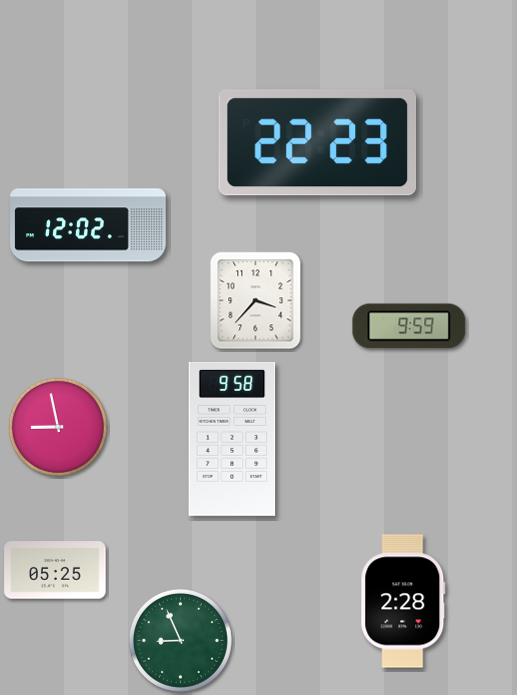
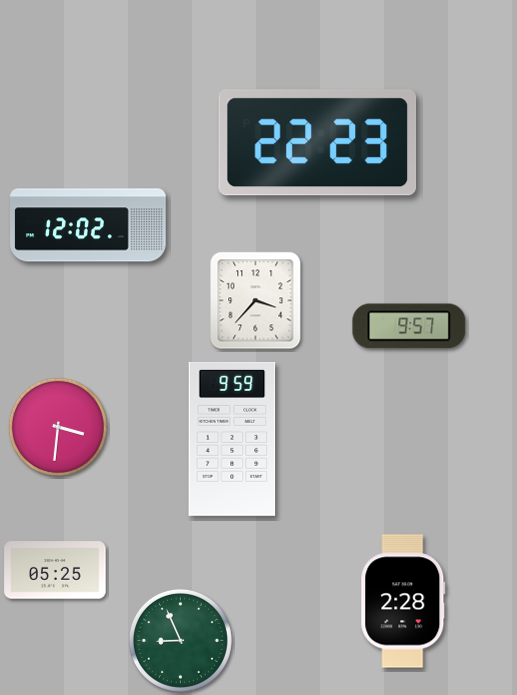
clock at (409, 326): 9:59 -> 9:57
clock at (58, 427): 8:58 -> 3:31
clock at (232, 439): 9:58 -> 9:59
